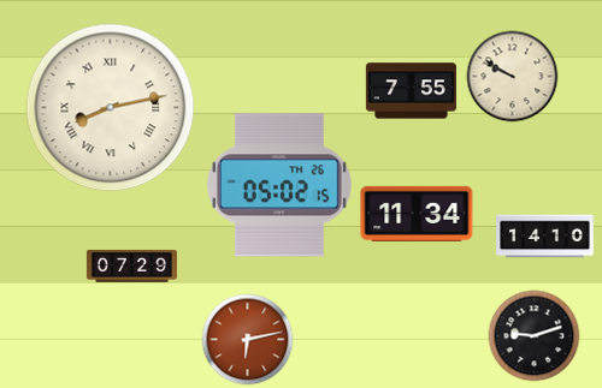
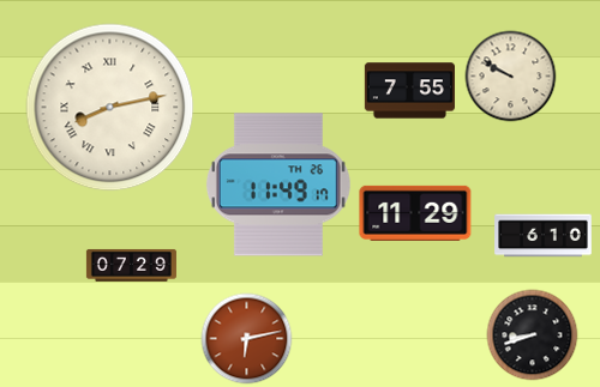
clock at (279, 185): 05:02 -> 11:49
clock at (417, 214): 11:34 -> 11:29
clock at (545, 237): 14:10 -> 6:10
clock at (535, 336): 9:12 -> 8:42
